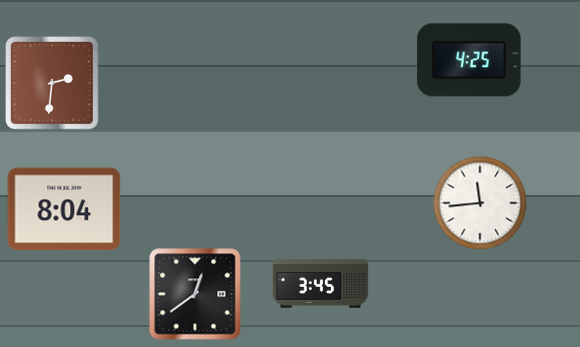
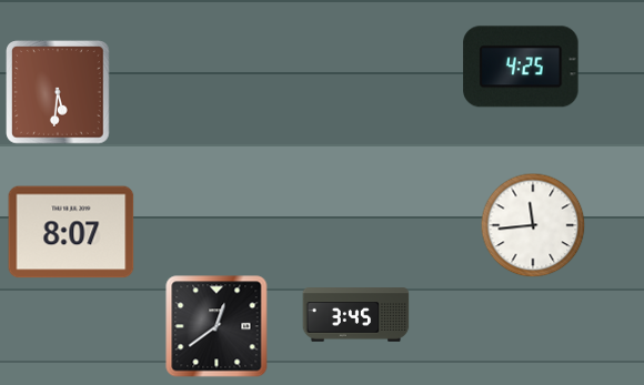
clock at (52, 83): 2:31 -> 5:31
clock at (64, 209): 8:04 -> 8:07
